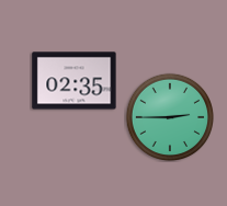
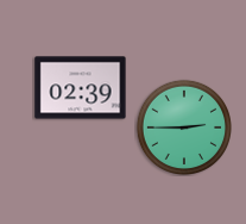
clock at (75, 81): 02:35 -> 02:39
